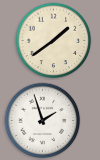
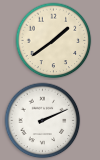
clock at (43, 121): 1:57 -> 2:11
